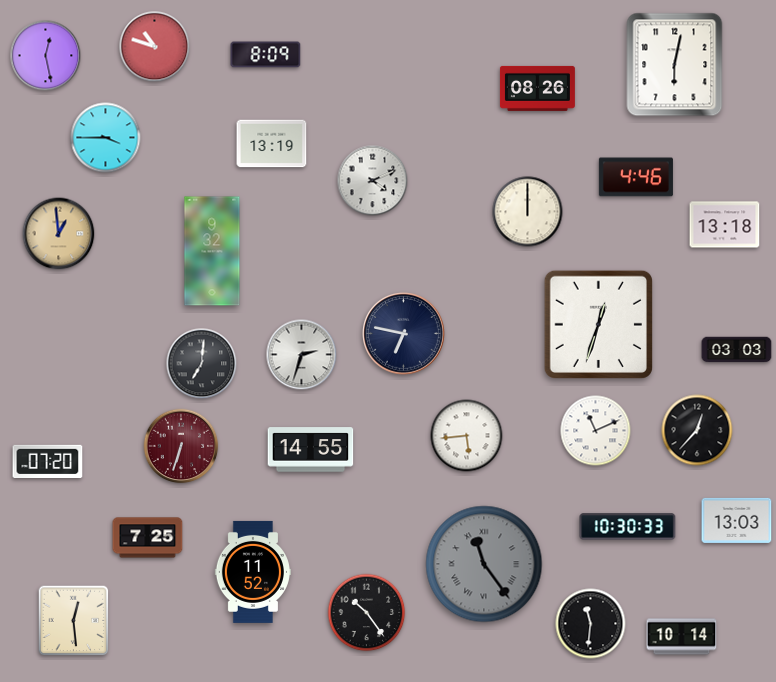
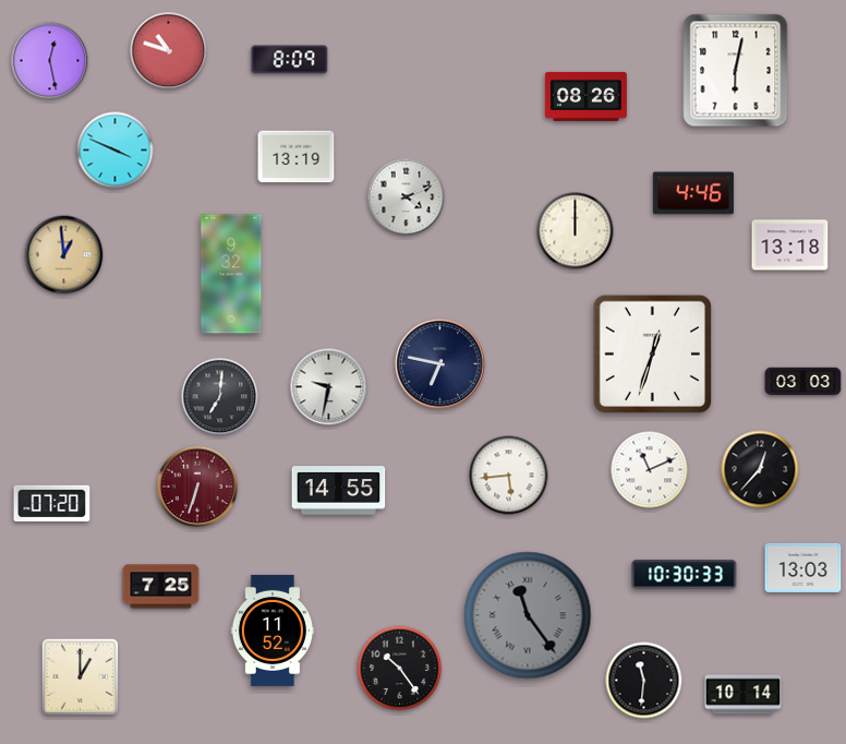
clock at (106, 138): 3:45 -> 3:49
clock at (302, 355): 2:33 -> 9:32
clock at (253, 572) position: (253, 572) -> (273, 631)
clock at (74, 621): 12:29 -> 1:00
